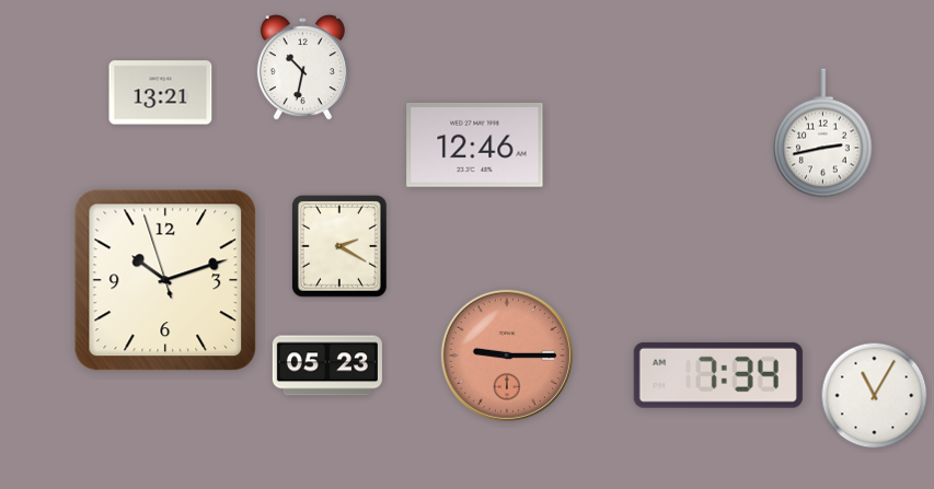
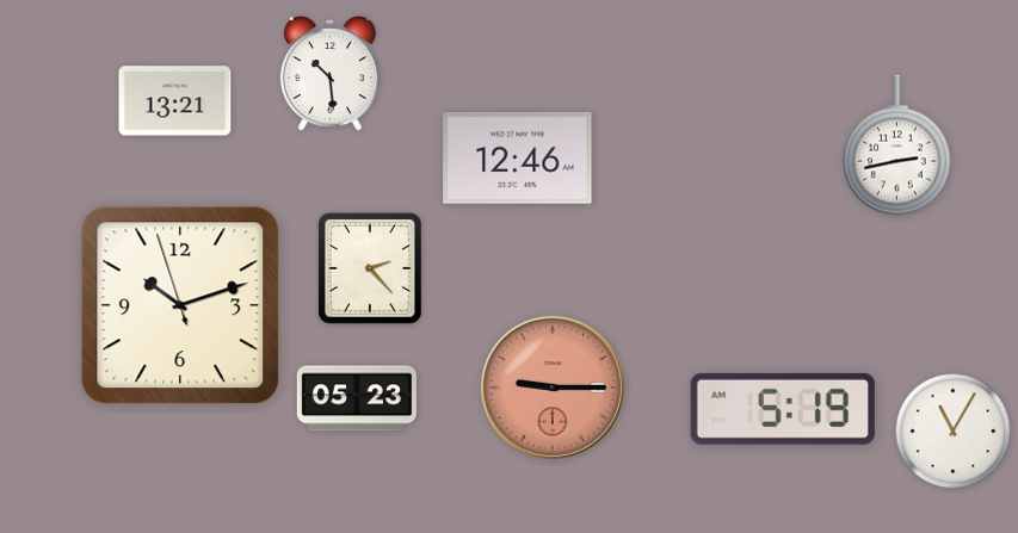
clock at (302, 68): 10:32 -> 10:29
clock at (341, 247): 2:20 -> 2:23
clock at (718, 375): 7:34 -> 5:19
